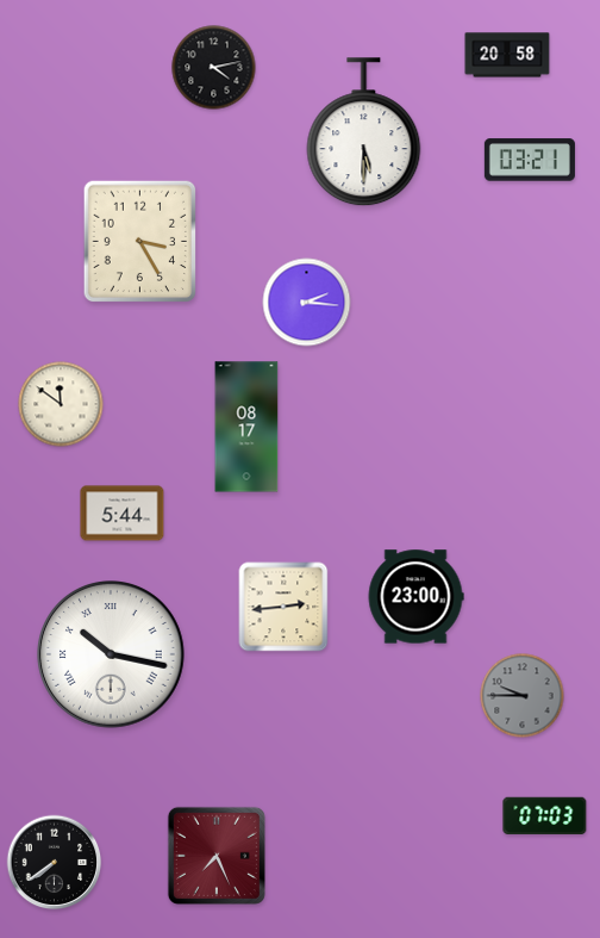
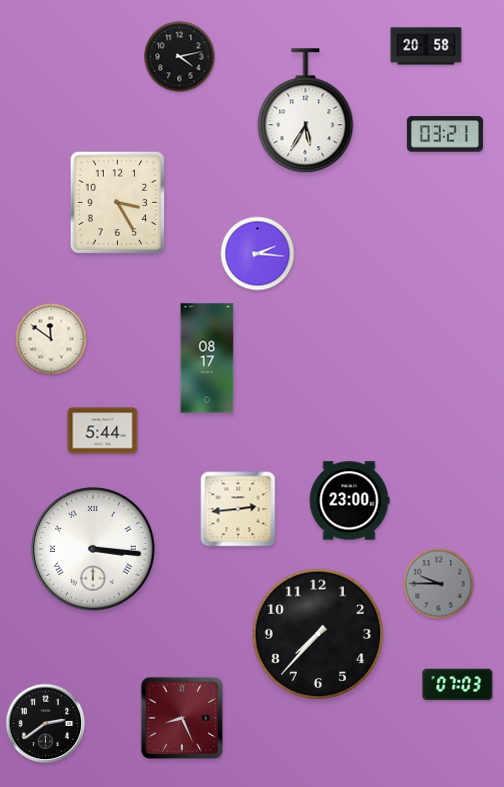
clock at (364, 132): 5:30 -> 5:35
clock at (112, 656): 10:17 -> 3:16
clock at (318, 634): none -> 7:37
clock at (217, 856): 7:26 -> 8:26
clock at (55, 863): 7:39 -> 2:39
